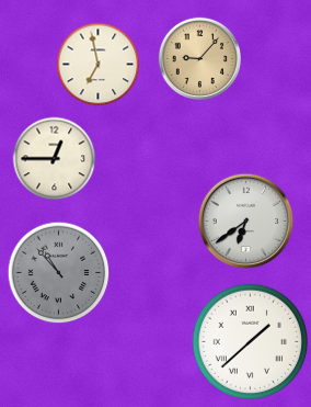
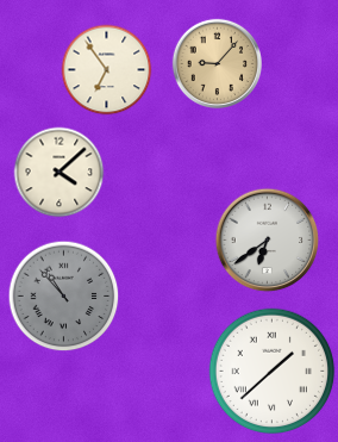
clock at (99, 65): 6:58 -> 6:54
clock at (55, 159): 12:45 -> 4:08
